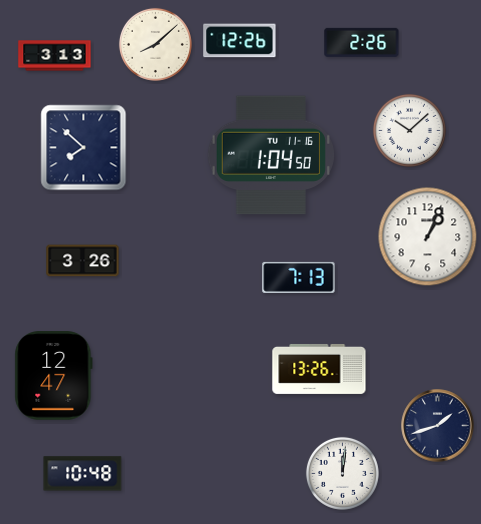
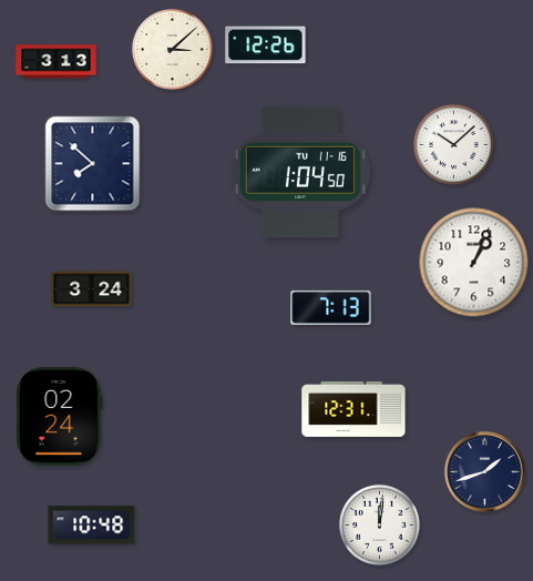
clock at (362, 42): 2:26 -> none
clock at (155, 44): 8:08 -> 3:08
clock at (55, 56) position: (55, 56) -> (57, 62)
clock at (83, 261): 3:26 -> 3:24
clock at (319, 369): 13:26 -> 12:31
clock at (54, 376): 12:47 -> 02:24
